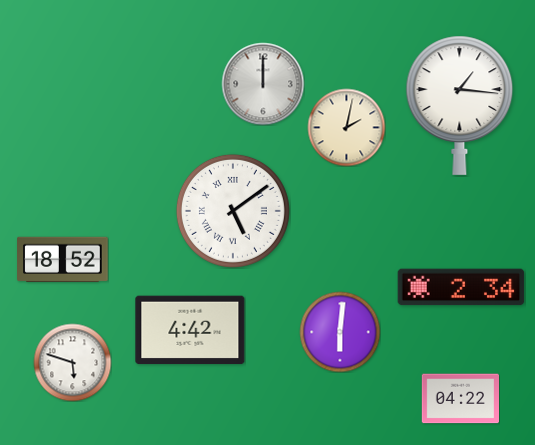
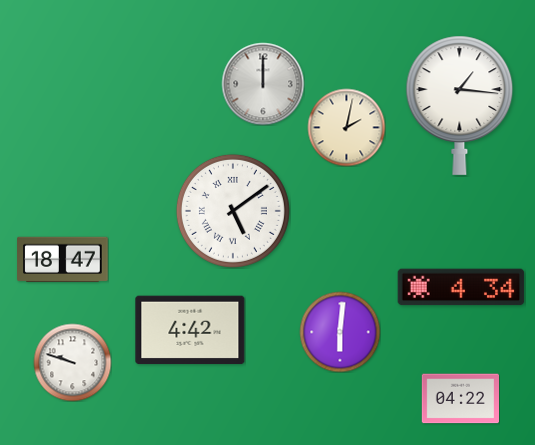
clock at (63, 260): 18:52 -> 18:47
clock at (461, 287): 2:34 -> 4:34
clock at (72, 362): 5:48 -> 9:48
